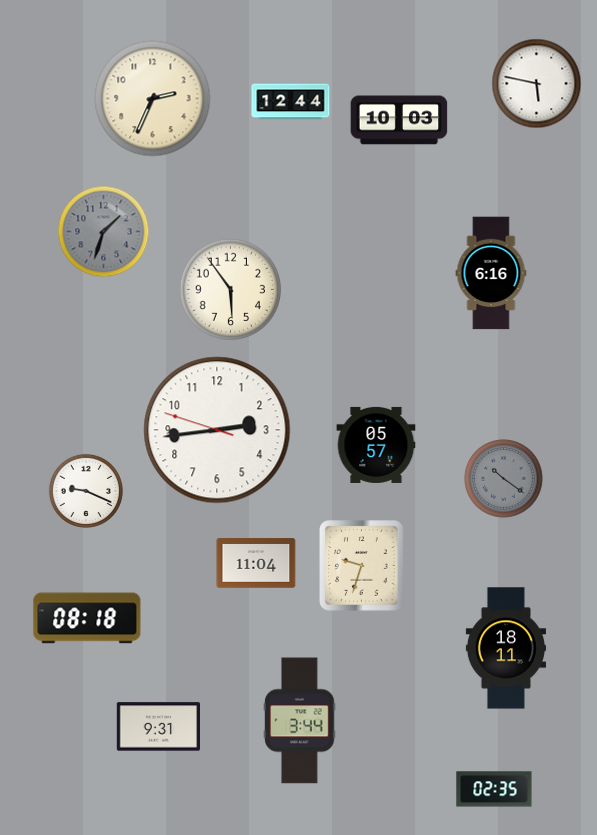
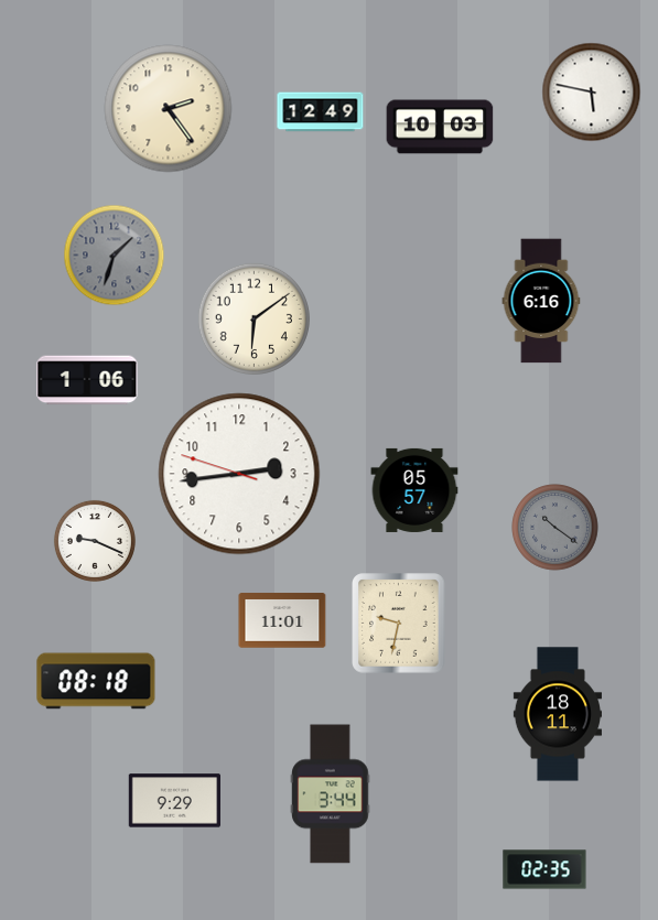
clock at (153, 99): 2:34 -> 2:24
clock at (291, 102): 12:44 -> 12:49
clock at (399, 120) position: (399, 120) -> (440, 127)
clock at (230, 289): 5:54 -> 6:09
clock at (87, 380): none -> 1:06
clock at (256, 563): 11:04 -> 11:01
clock at (362, 566): 9:33 -> 9:32
clock at (158, 727): 9:31 -> 9:29
